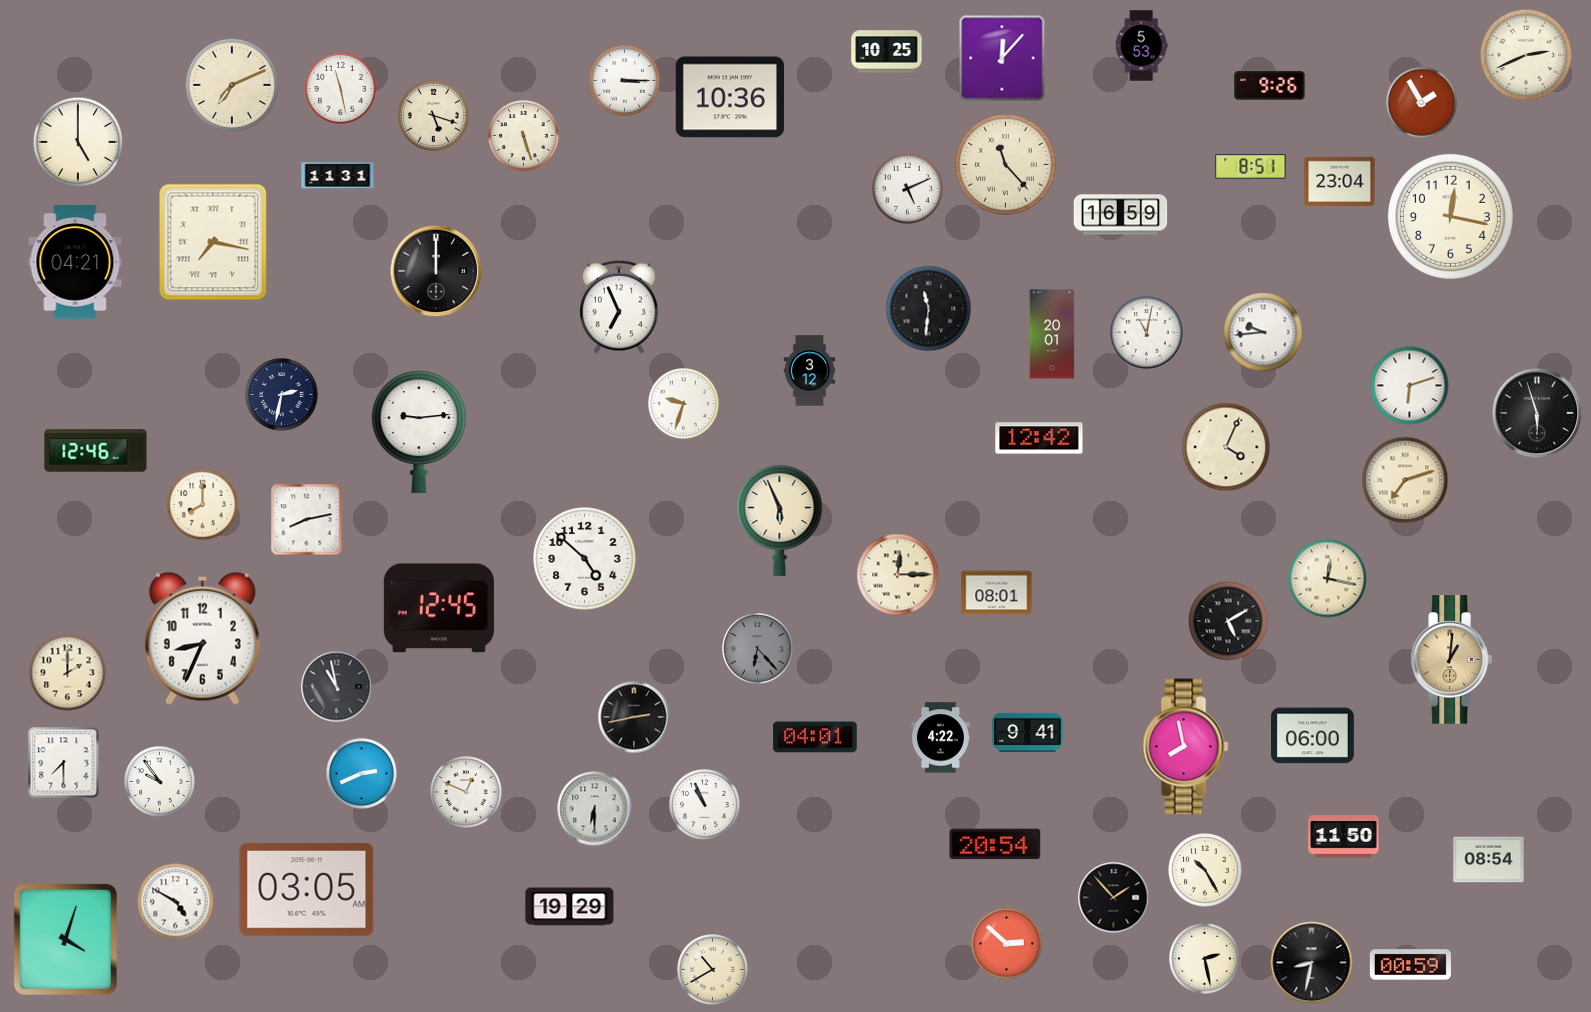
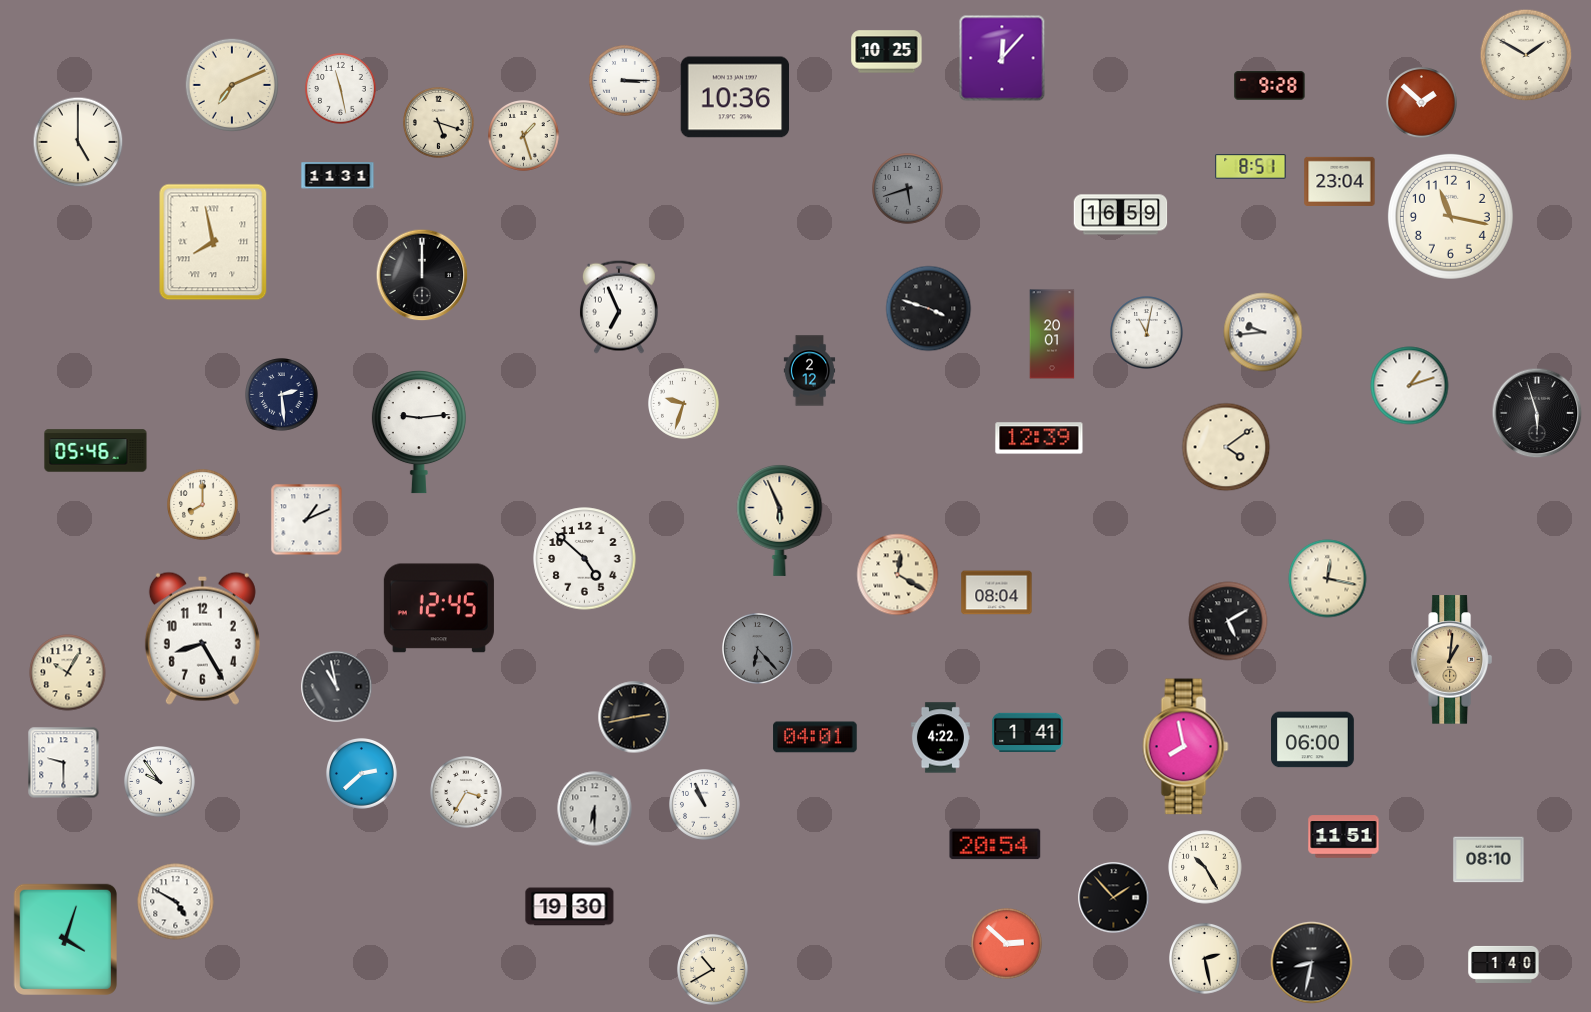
clock at (1141, 46): 5:53 -> none
clock at (1526, 55): 2:41 -> 1:50
clock at (1270, 86): 9:26 -> 9:28
clock at (730, 97) position: (730, 97) -> (735, 97)
clock at (1422, 103): 1:55 -> 1:52
clock at (434, 116) position: (434, 116) -> (439, 123)
clock at (524, 136): 5:27 -> 1:27
clock at (1006, 165): 11:23 -> none
clock at (908, 189): 5:11 -> 5:42
clock at (908, 189) dial: white -> grey
clock at (1450, 216): 12:17 -> 11:17
clock at (213, 242): 7:17 -> 7:58
clock at (75, 262): 04:21 -> none
clock at (436, 271) position: (436, 271) -> (422, 275)
clock at (929, 309): 11:31 -> 3:48
clock at (810, 371): 3:12 -> 2:12
clock at (1410, 386): 6:12 -> 1:12
clock at (282, 395): 2:32 -> 2:29
clock at (1039, 438): 12:42 -> 12:39
clock at (1226, 447): 4:04 -> 4:09
clock at (96, 451): 12:46 -> 05:46
clock at (1405, 480): 7:12 -> none
clock at (307, 520): 8:13 -> 1:11
clock at (898, 575): 12:15 -> 12:20
clock at (997, 593): 08:01 -> 08:04
clock at (202, 638): 8:34 -> 8:25
clock at (68, 673): 2:00 -> 10:05
clock at (1028, 732): 9:41 -> 1:41
clock at (1313, 736) position: (1313, 736) -> (1313, 740)
clock at (64, 763): 7:30 -> 9:30
clock at (362, 774): 2:41 -> 2:38
clock at (466, 792): 12:49 -> 3:35
clock at (1344, 837): 11:50 -> 11:51
clock at (1489, 860): 08:54 -> 08:10
clock at (1205, 870) position: (1205, 870) -> (1205, 867)
clock at (307, 889): 03:05 -> none
clock at (570, 907): 19:29 -> 19:30
clock at (1504, 964): none -> 1:40
clock at (1410, 965): 00:59 -> none
